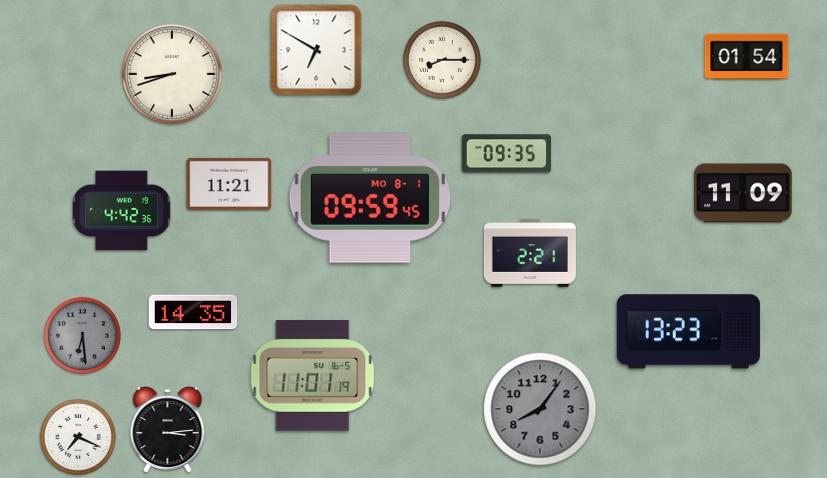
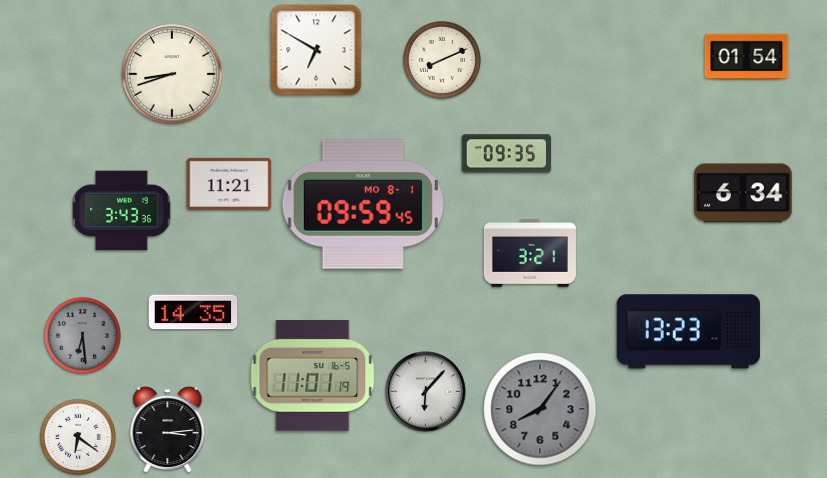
clock at (442, 60): 8:15 -> 8:11
clock at (743, 193): 11:09 -> 6:34
clock at (370, 198) position: (370, 198) -> (363, 204)
clock at (122, 211): 4:42 -> 3:43
clock at (530, 253): 2:21 -> 3:21
clock at (426, 392): none -> 6:07
clock at (78, 437): 7:19 -> 6:21
